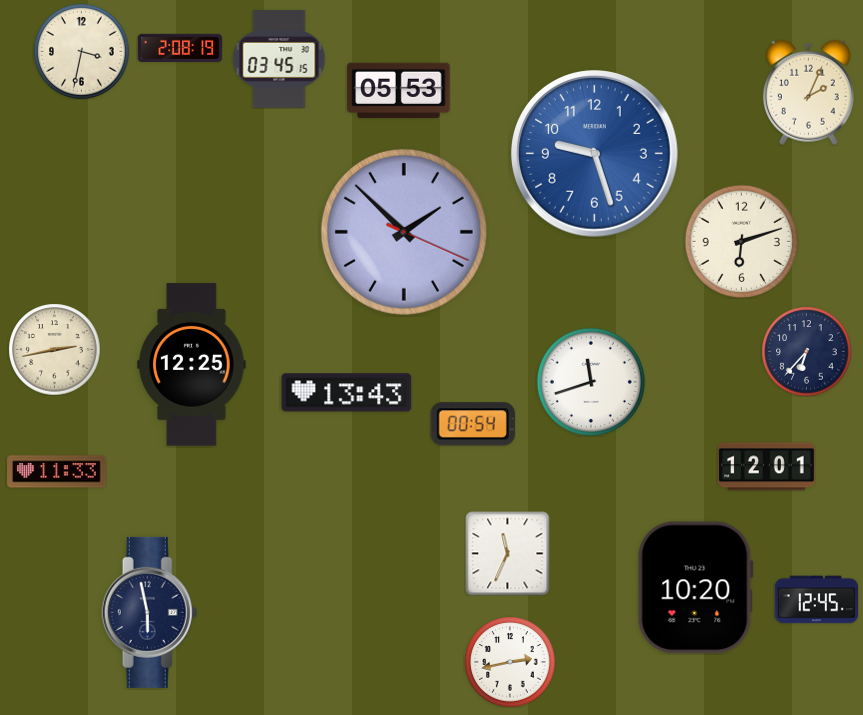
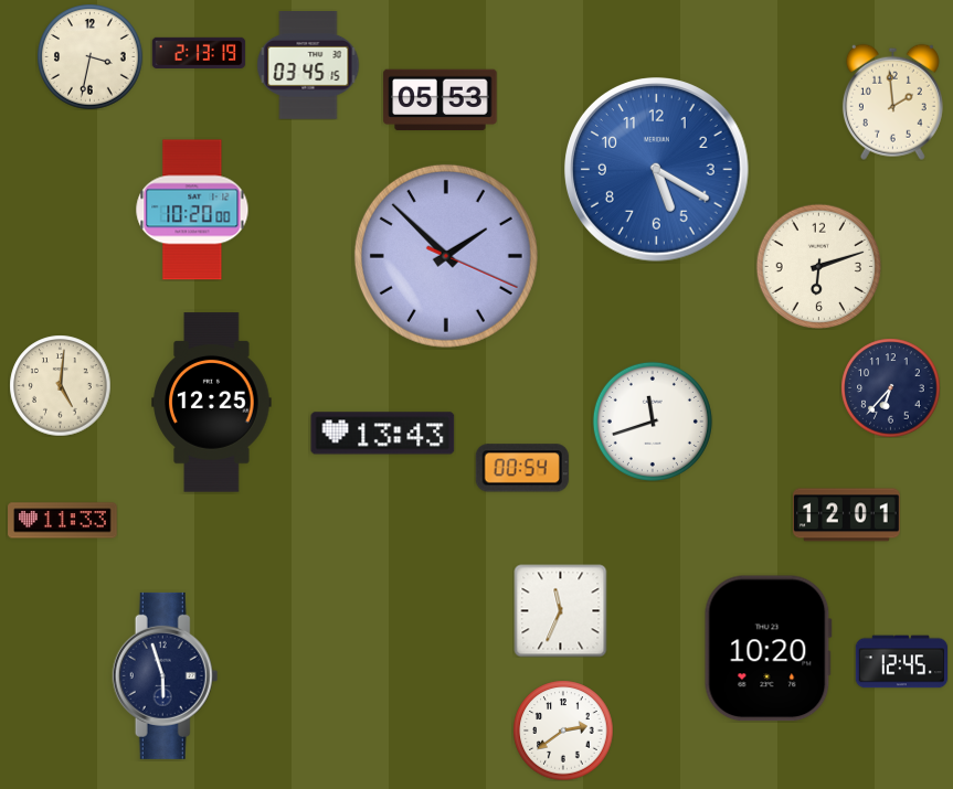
clock at (180, 48): 2:08 -> 2:13
clock at (808, 92): 2:04 -> 1:59
clock at (595, 154): 9:27 -> 5:20
clock at (192, 210): none -> 10:20
clock at (54, 349): 2:43 -> 5:01
clock at (150, 612): 5:58 -> 5:57
clock at (510, 662): 2:43 -> 2:39
